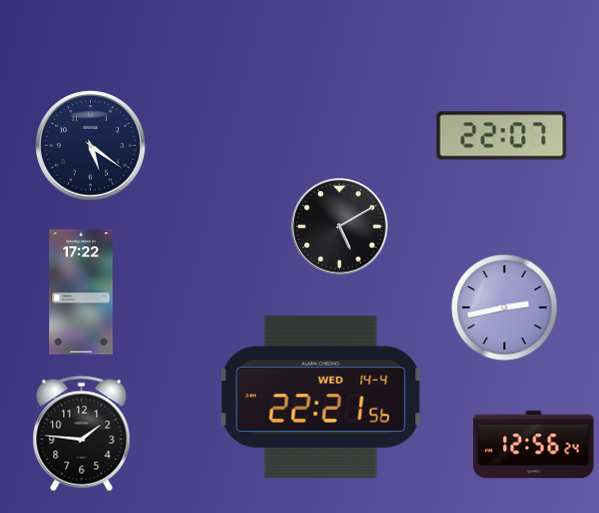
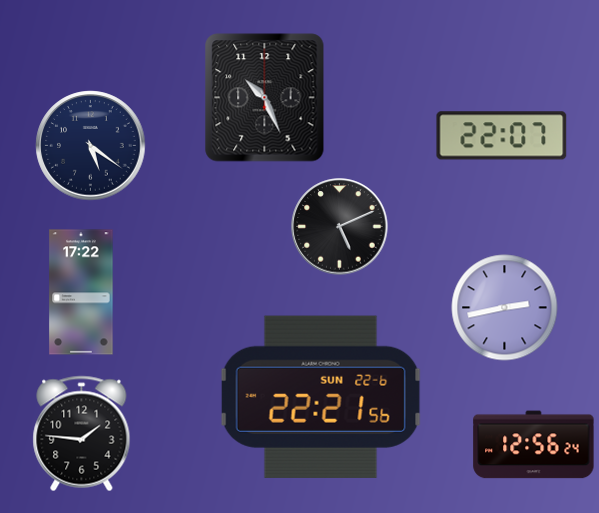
clock at (265, 98): none -> 10:26
clock at (340, 227): 5:10 -> 5:11
clock at (321, 397) date: WED 14-4 -> SUN 22-6
